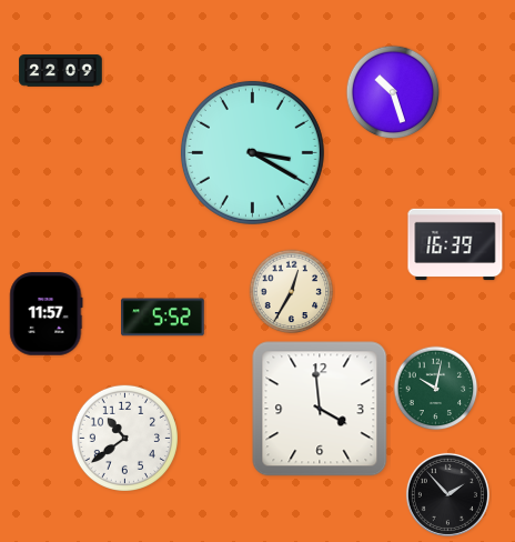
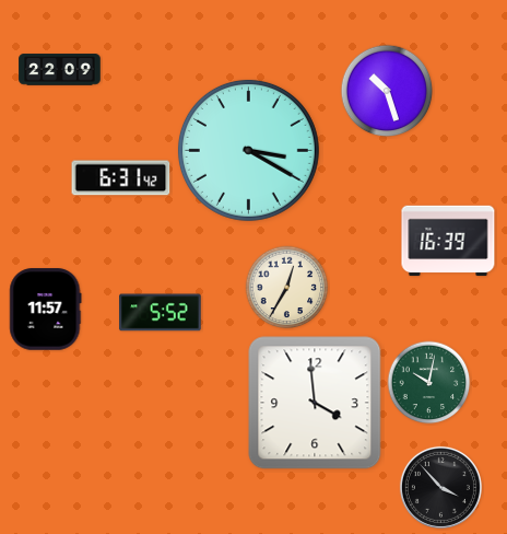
clock at (121, 178): none -> 6:31
clock at (124, 438): 10:39 -> none
clock at (447, 494): 1:53 -> 3:53
